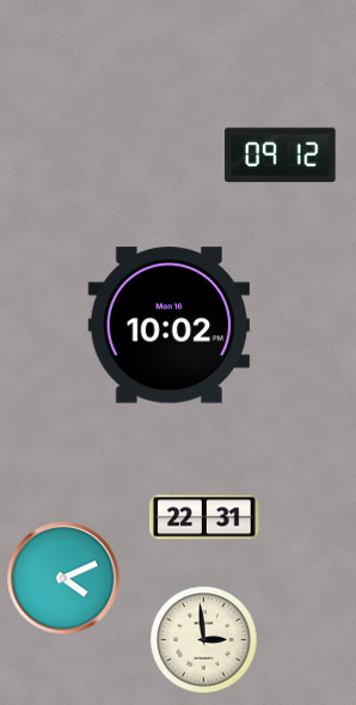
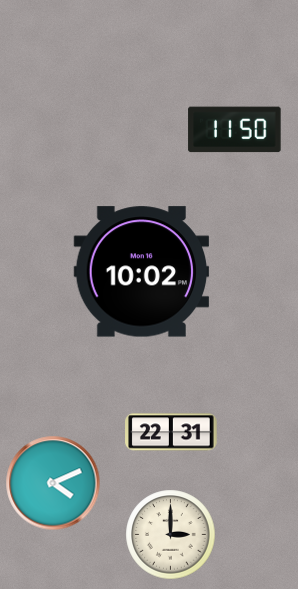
clock at (281, 156): 09:12 -> 11:50
clock at (204, 640): 2:59 -> 3:00
